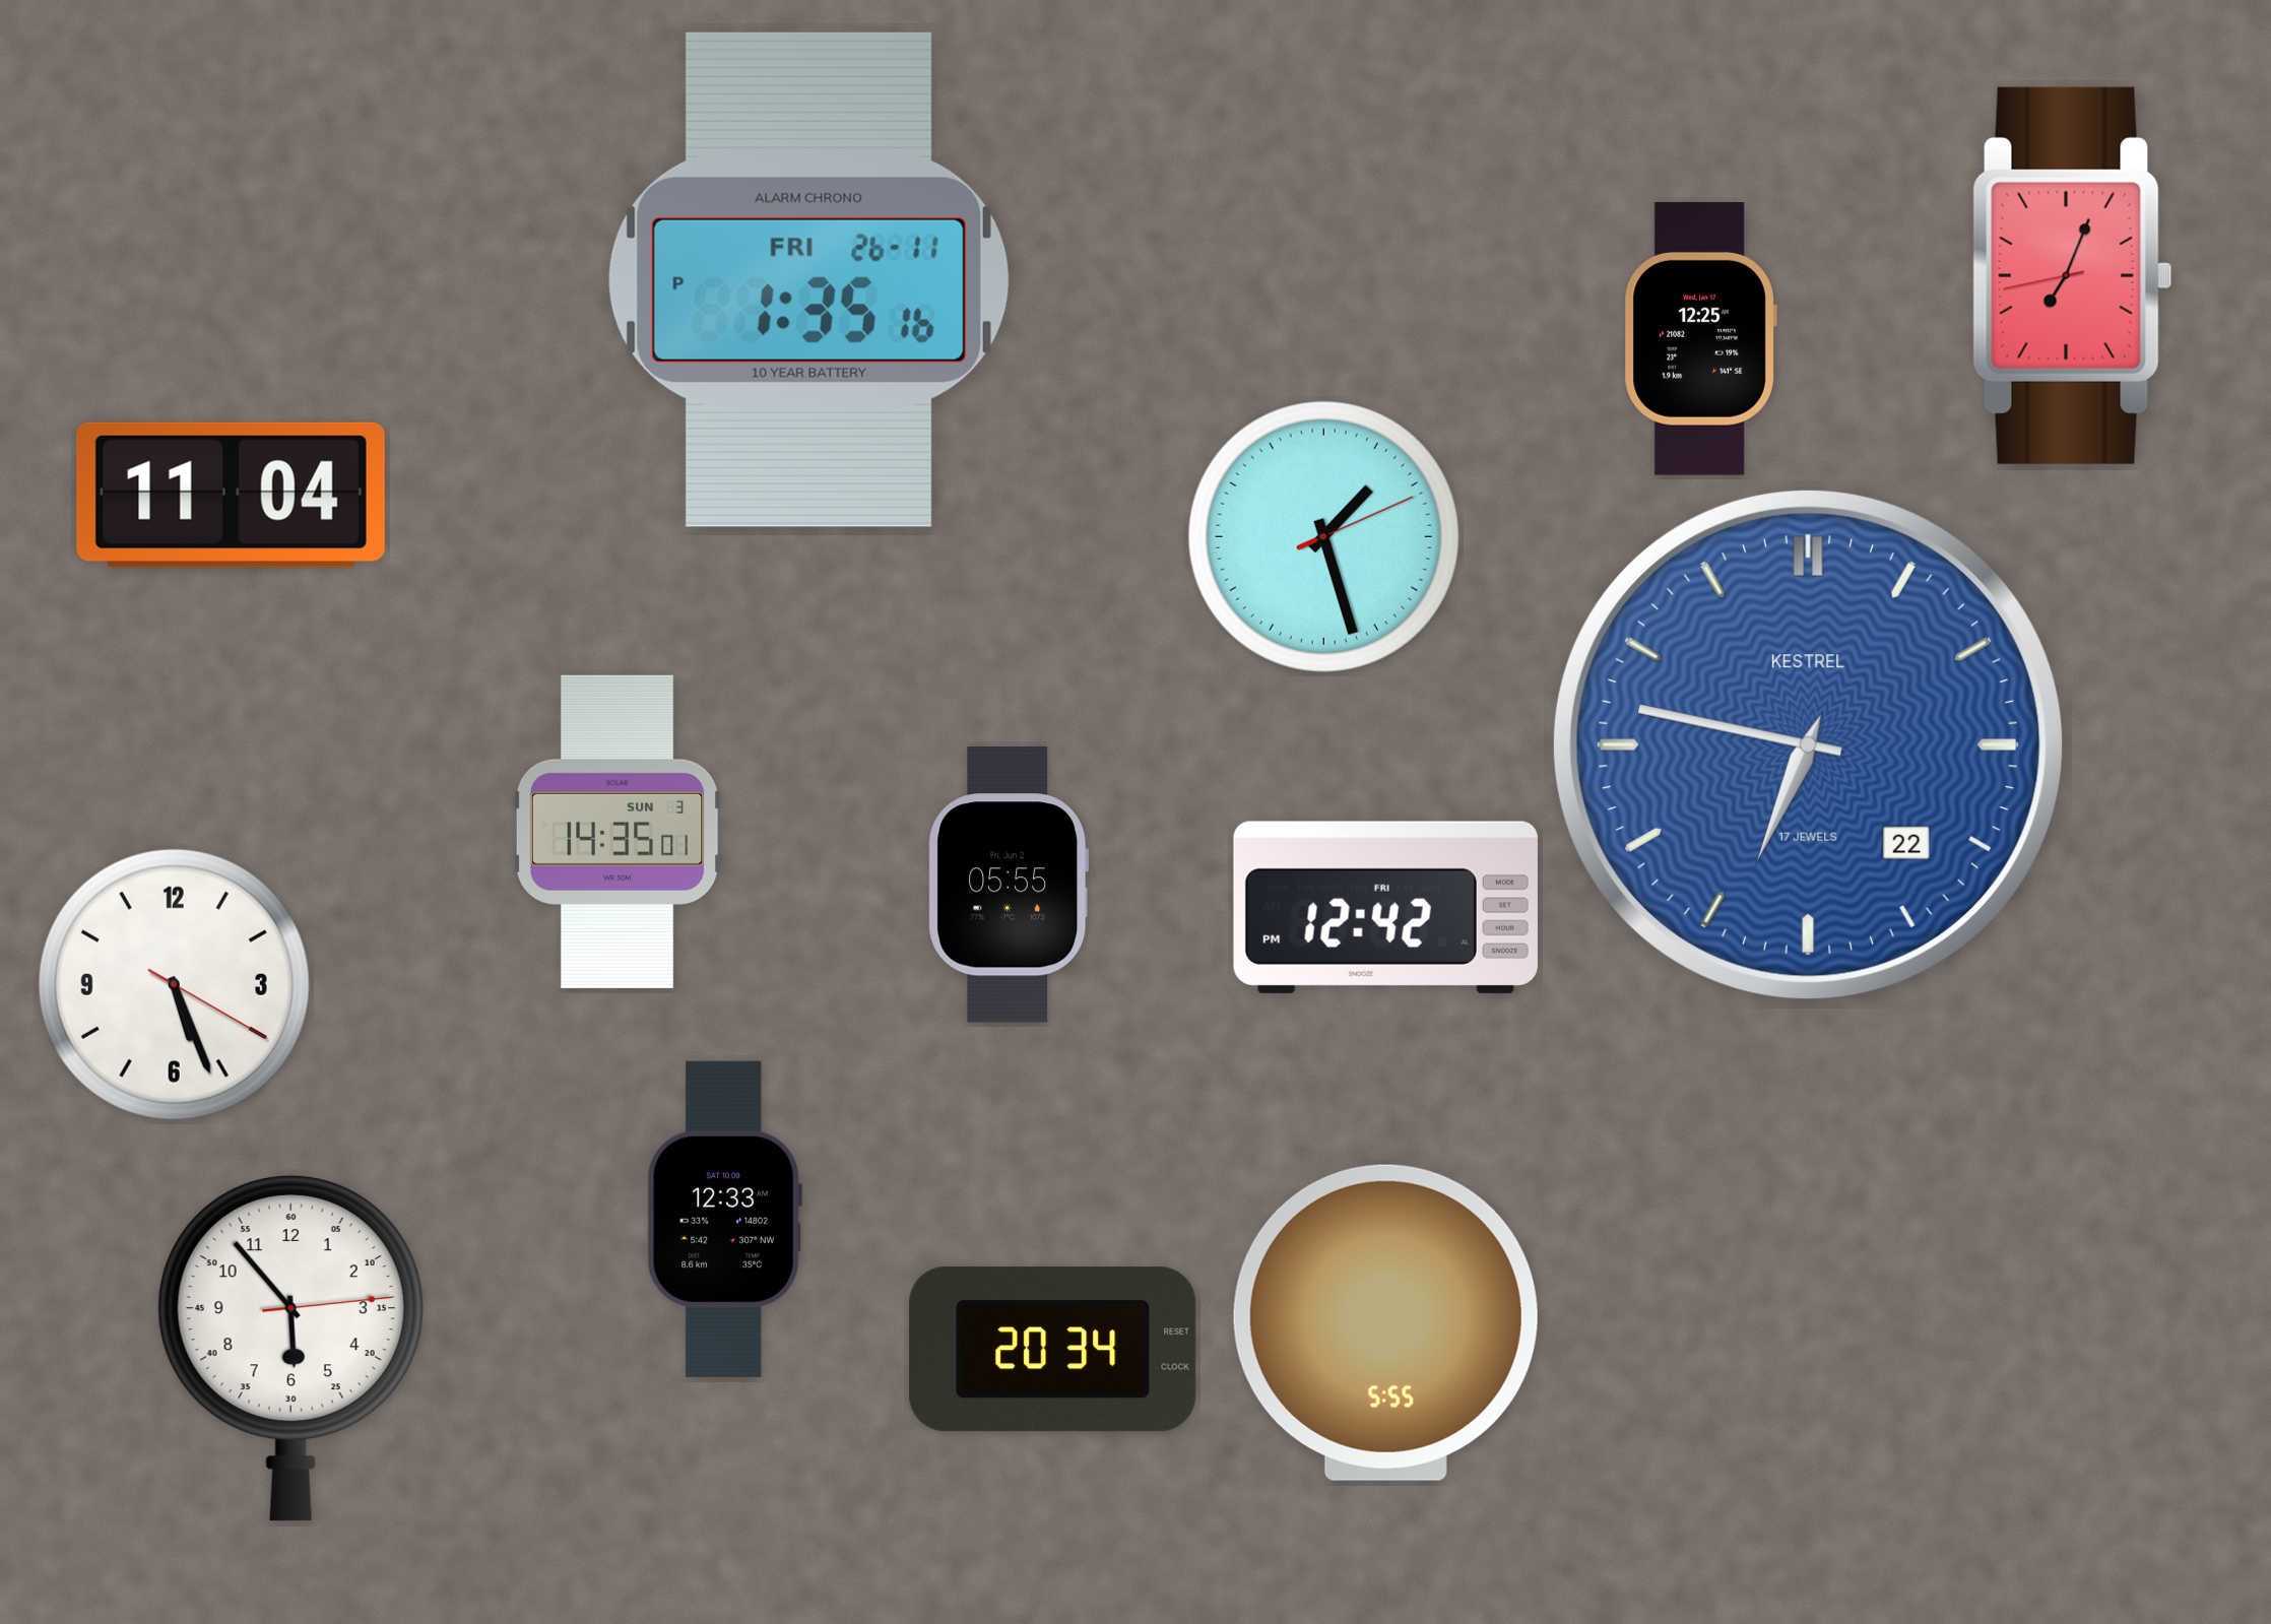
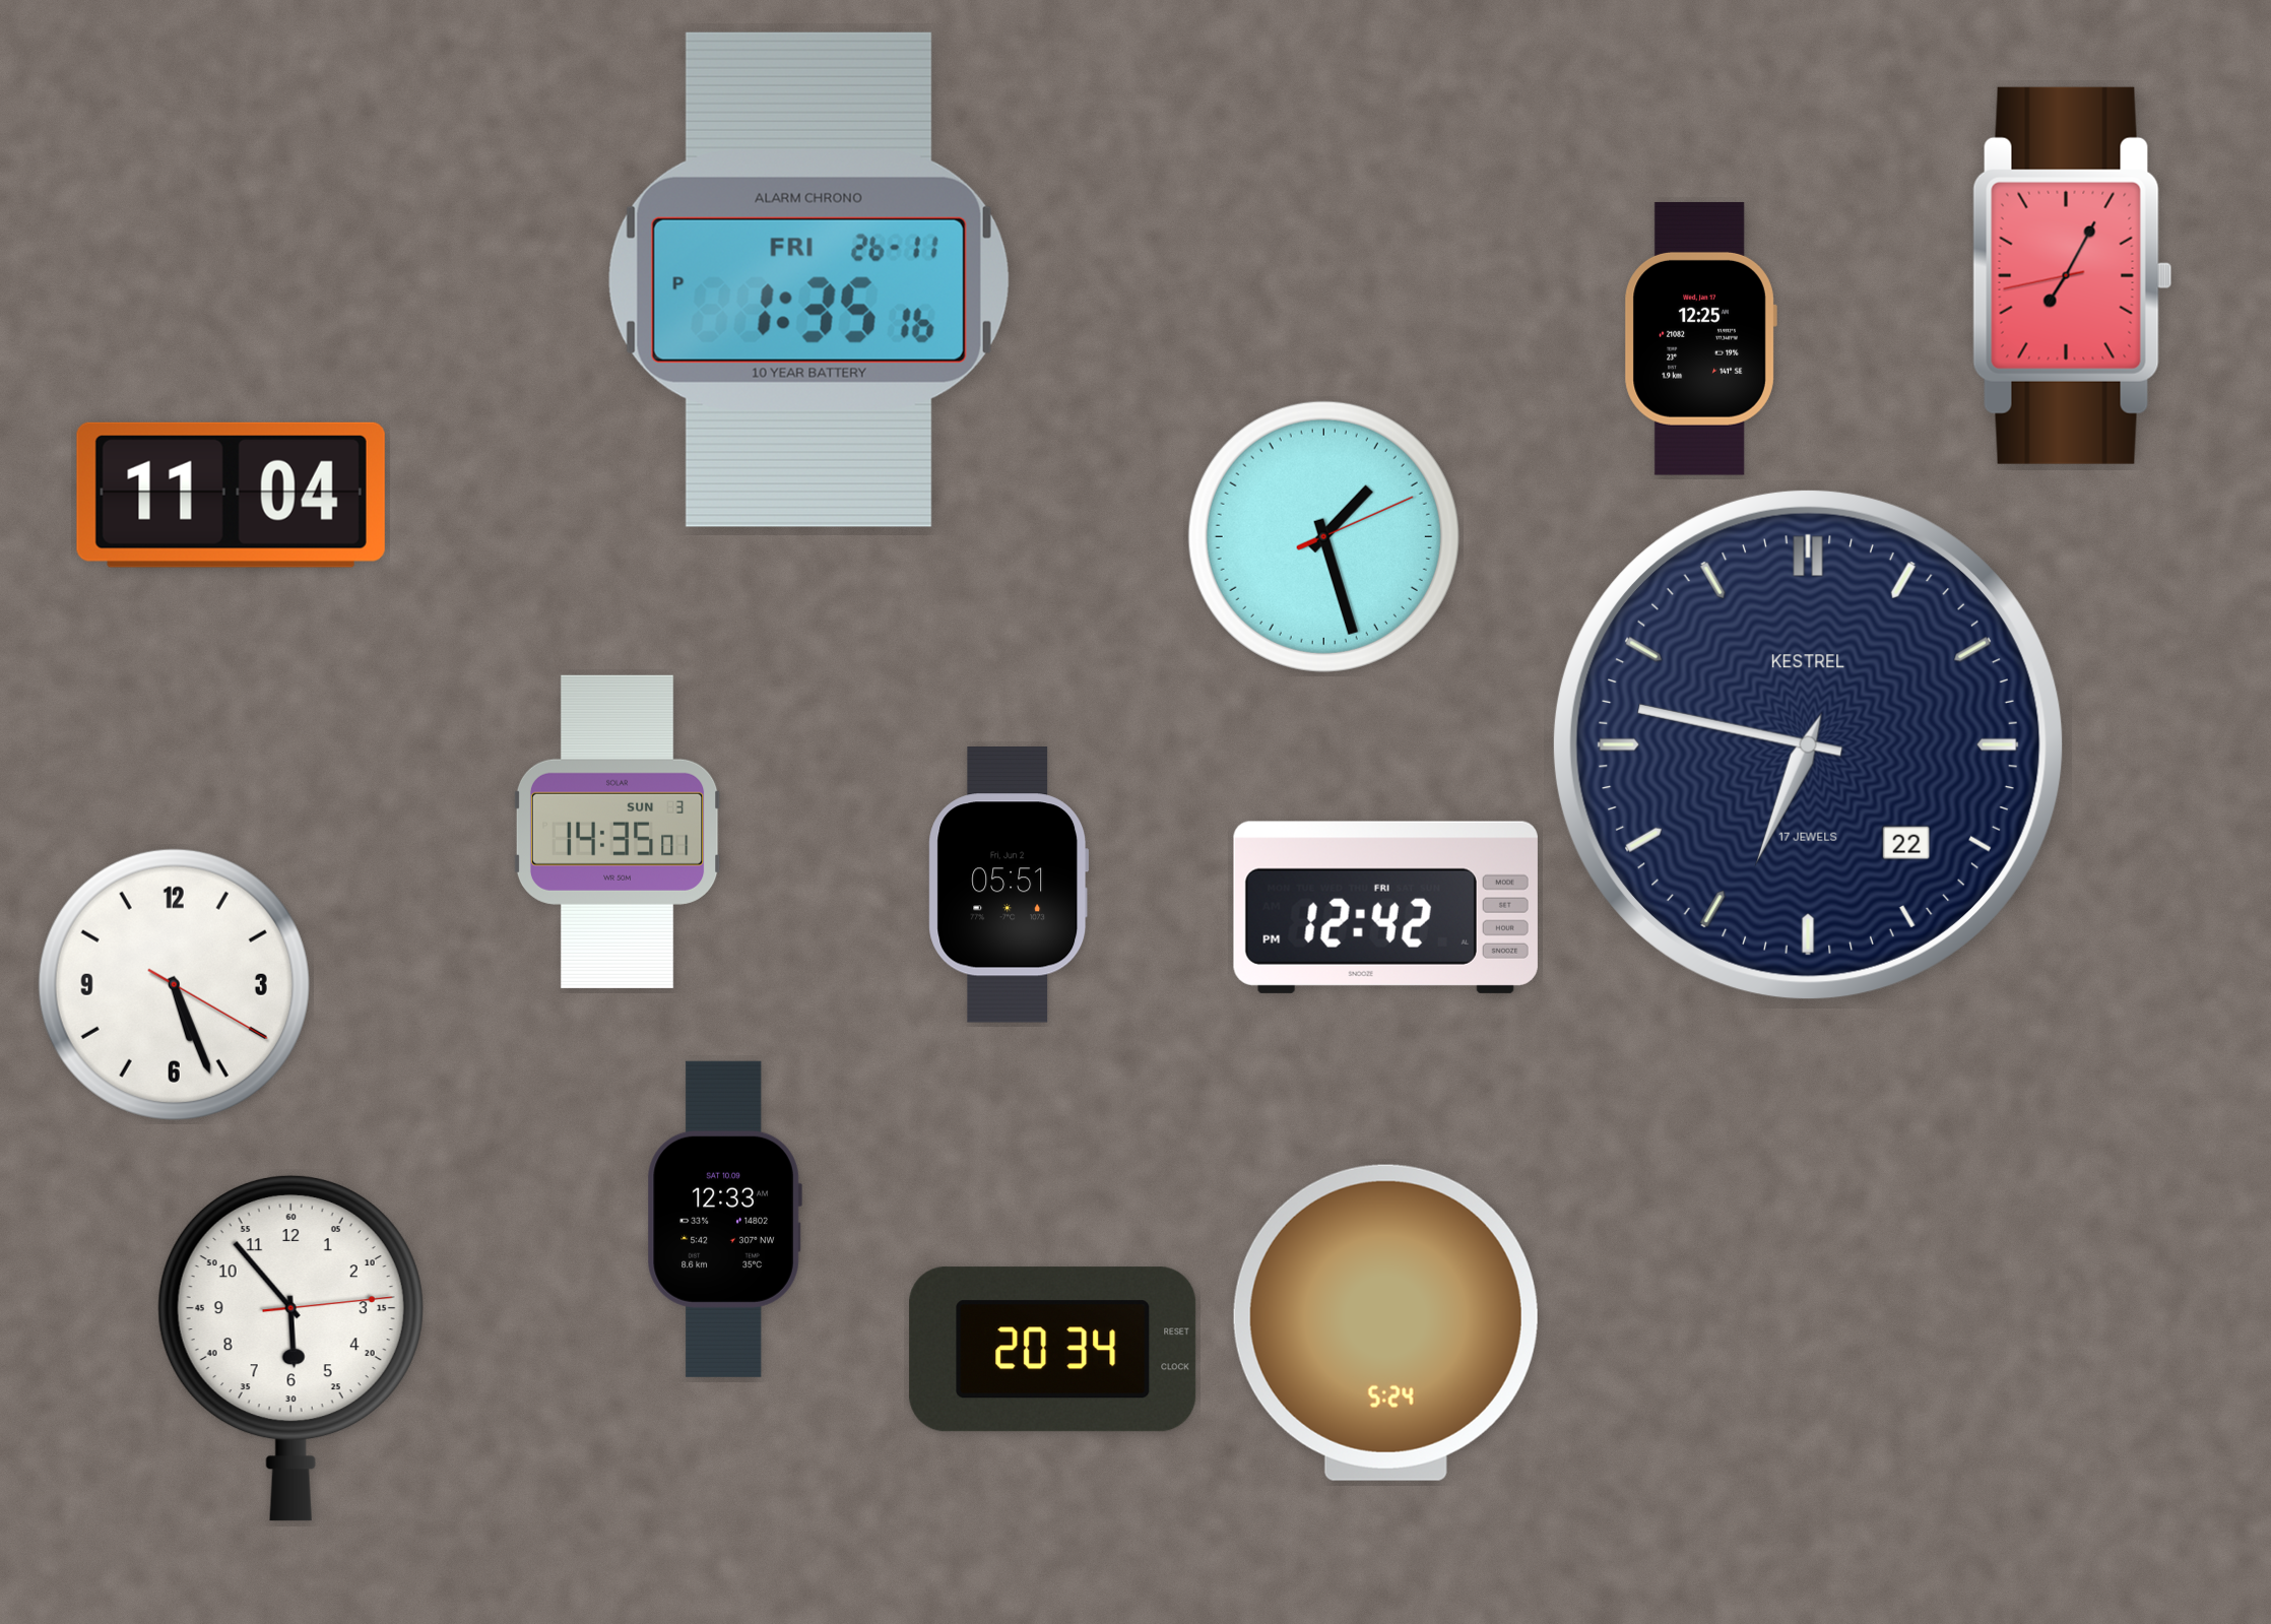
clock at (2073, 275): 7:03 -> 7:04
clock at (1808, 744) dial: blue -> navy
clock at (1009, 885): 05:55 -> 05:51
clock at (1385, 1322): 5:55 -> 5:24
